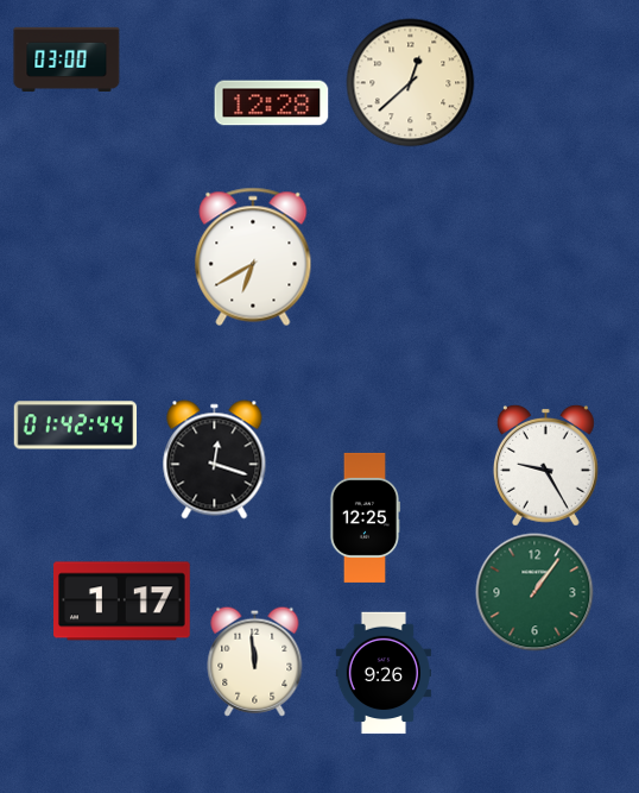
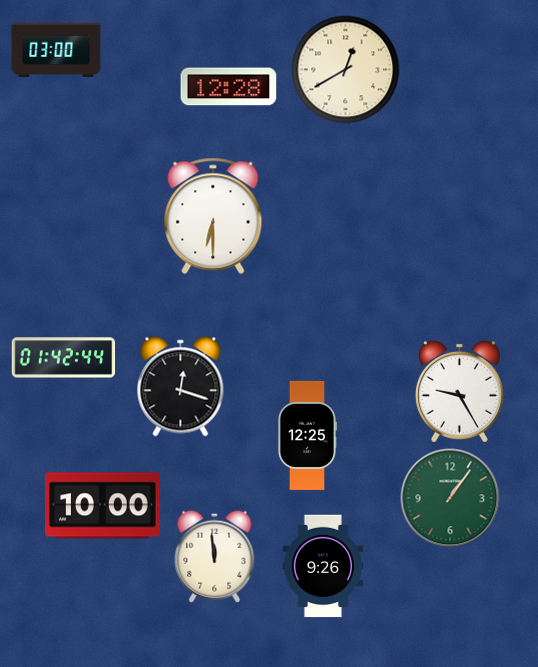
clock at (411, 83): 12:38 -> 12:40
clock at (253, 257): 6:40 -> 6:30
clock at (122, 602): 1:17 -> 10:00
